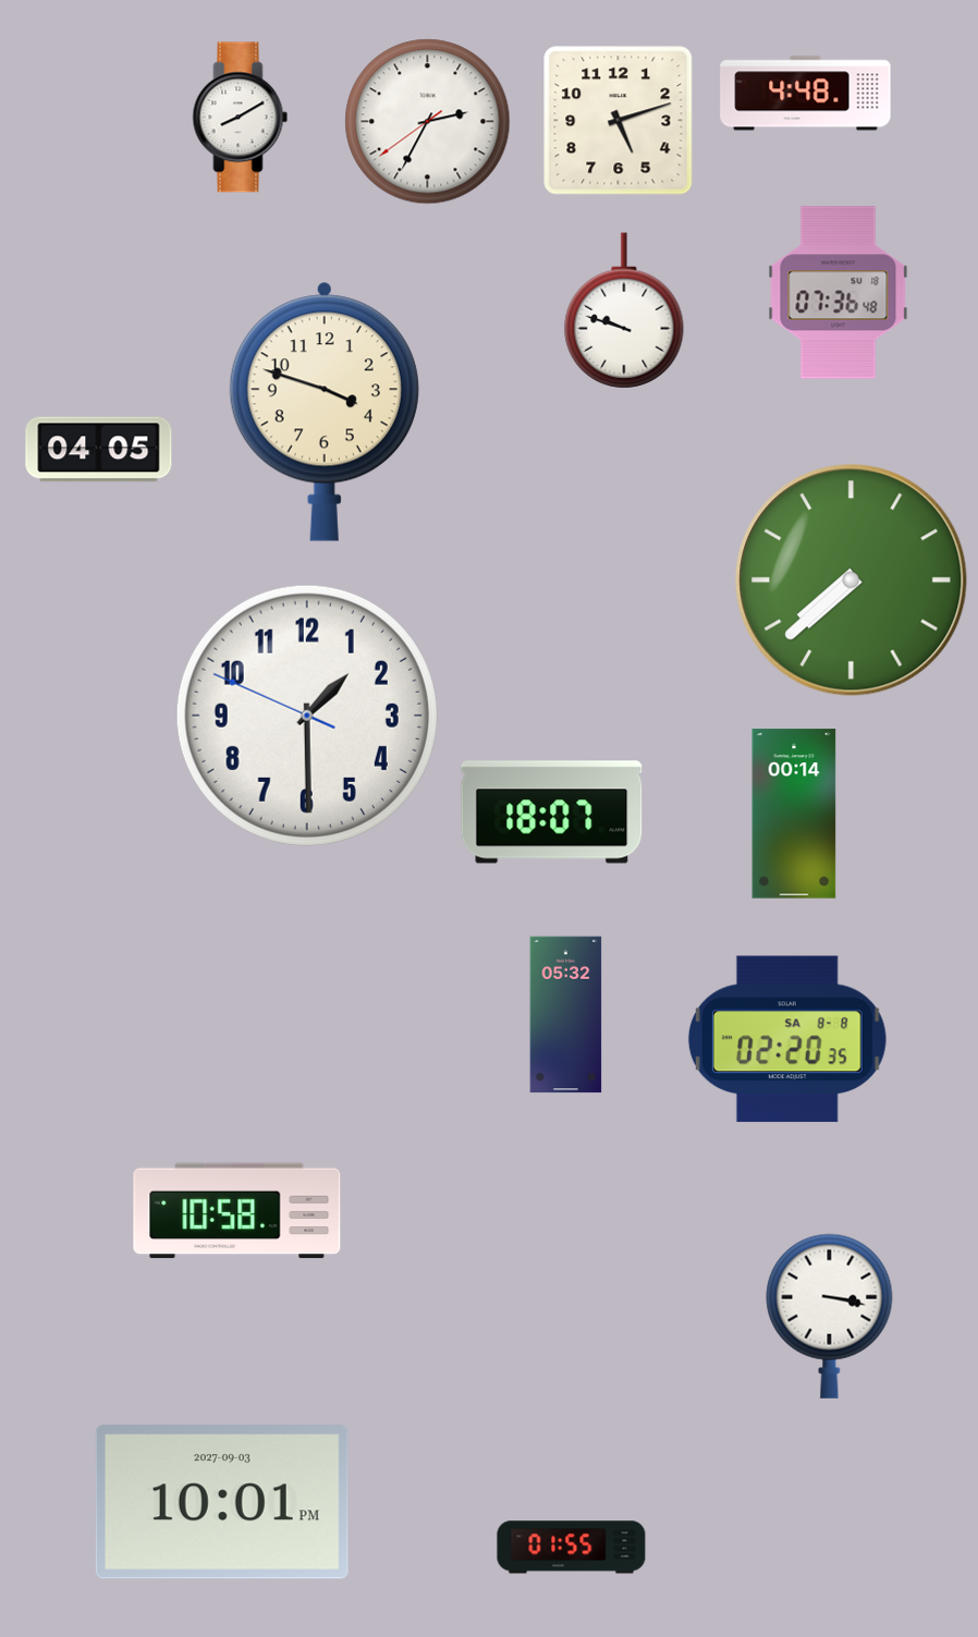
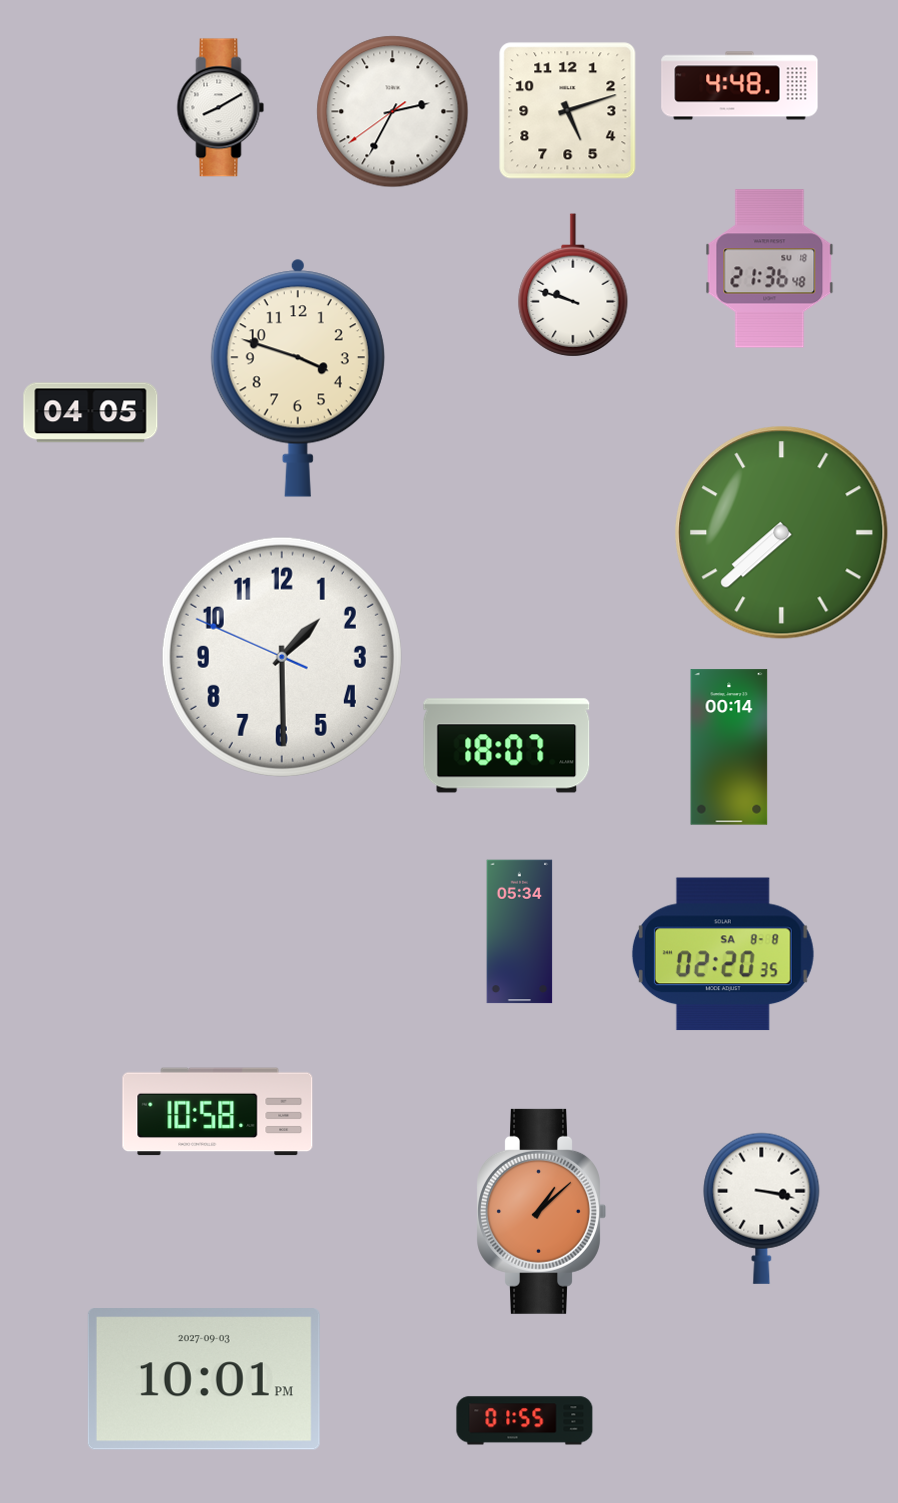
clock at (839, 293): 07:36 -> 21:36
clock at (566, 1015): 05:32 -> 05:34
clock at (541, 1211): none -> 1:08
